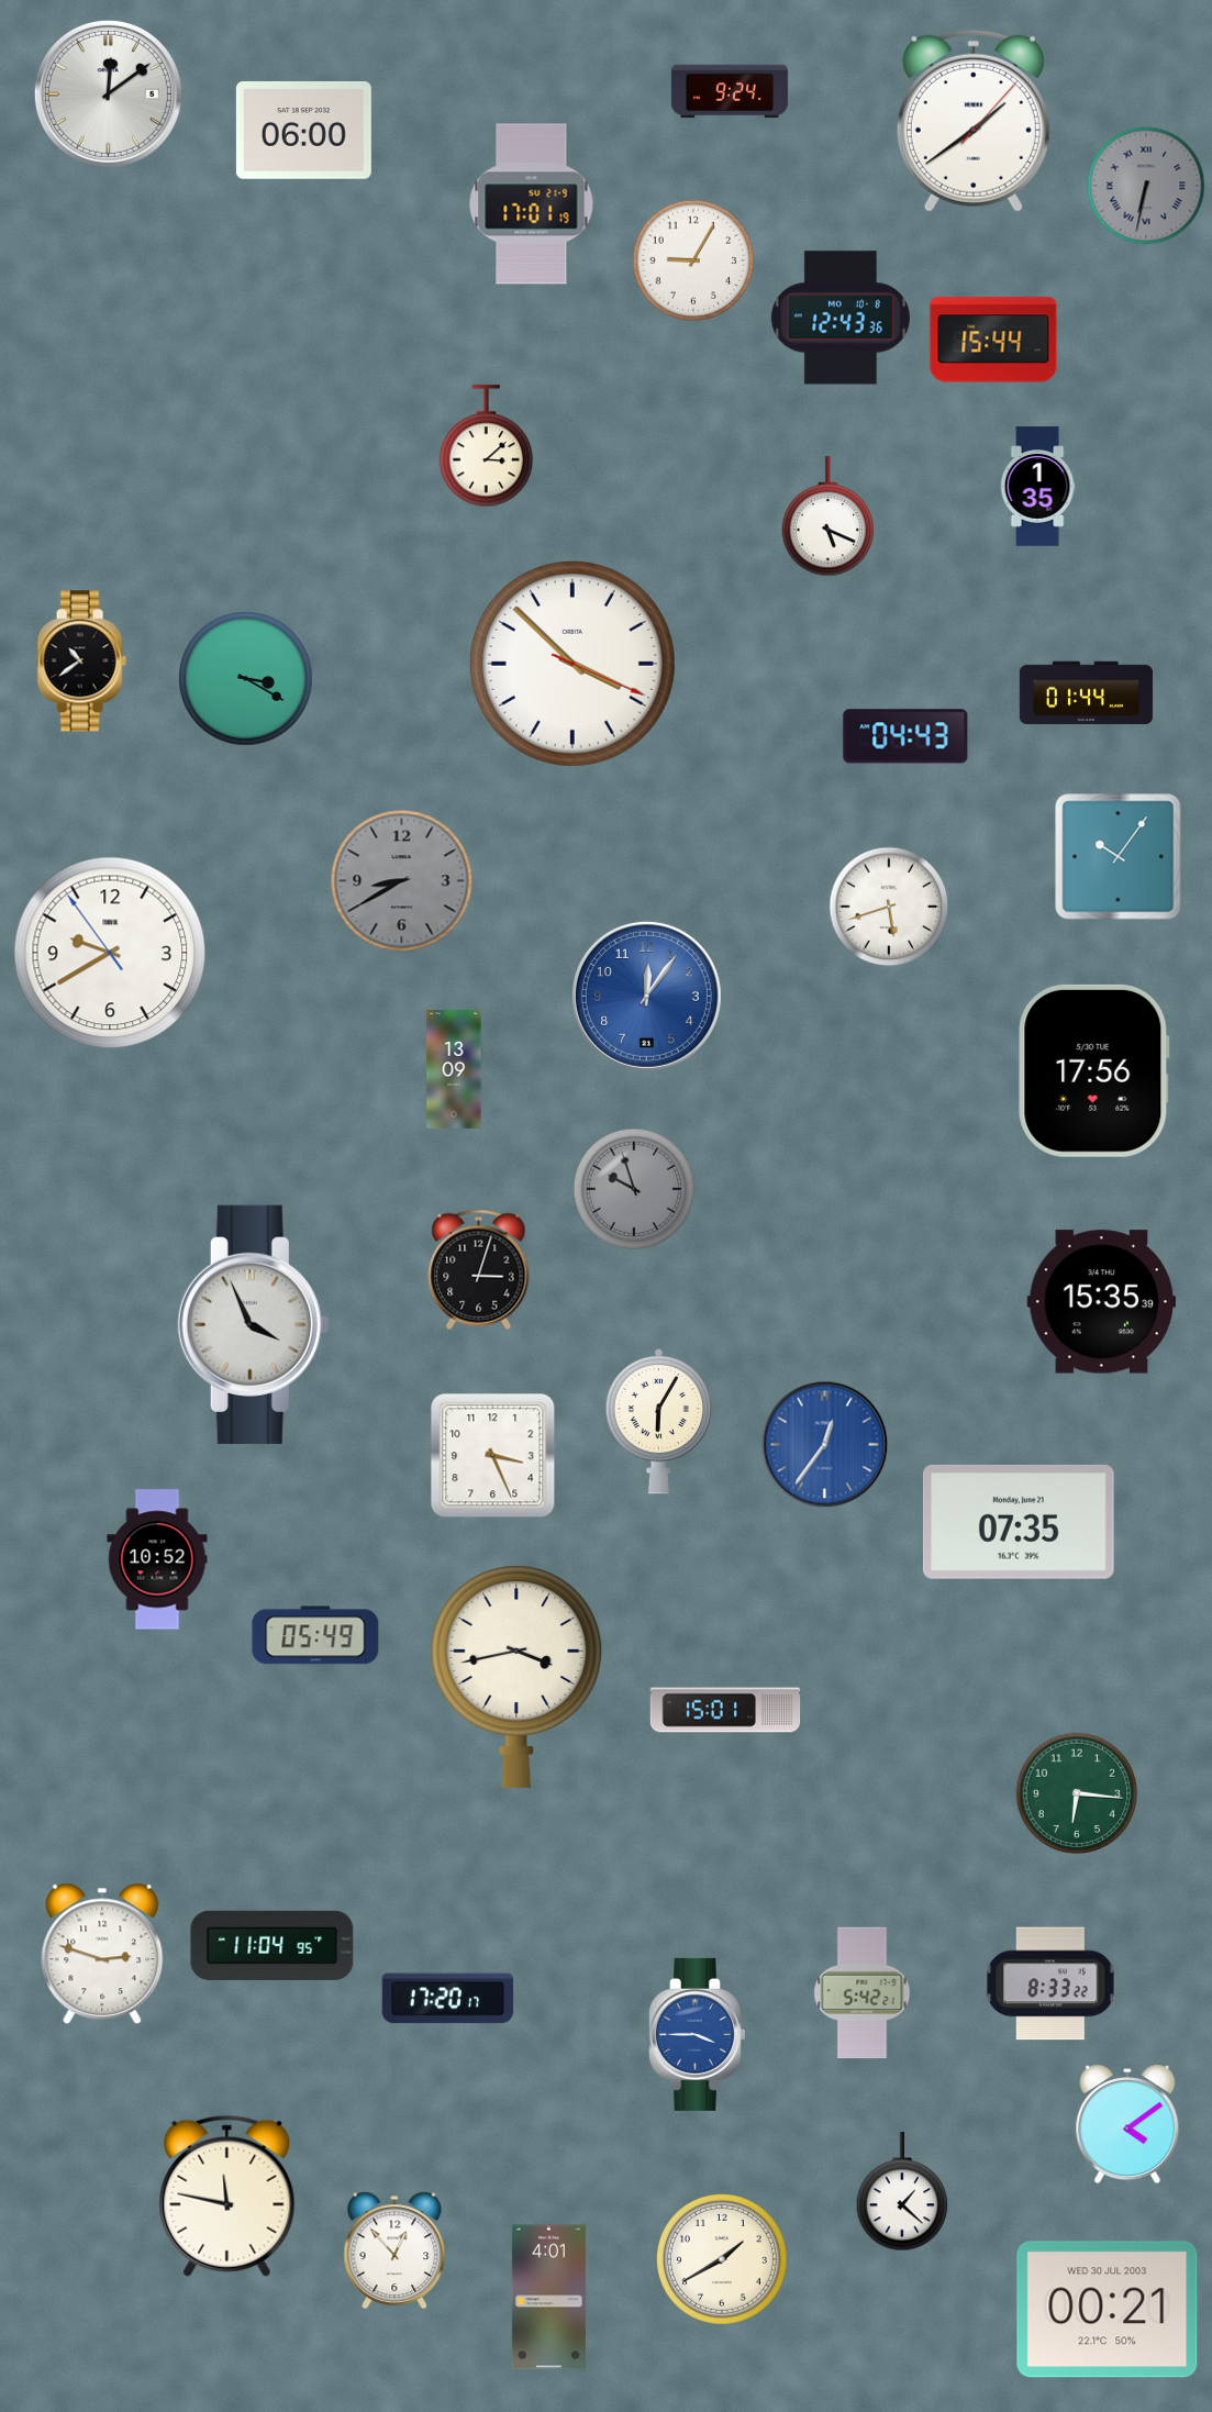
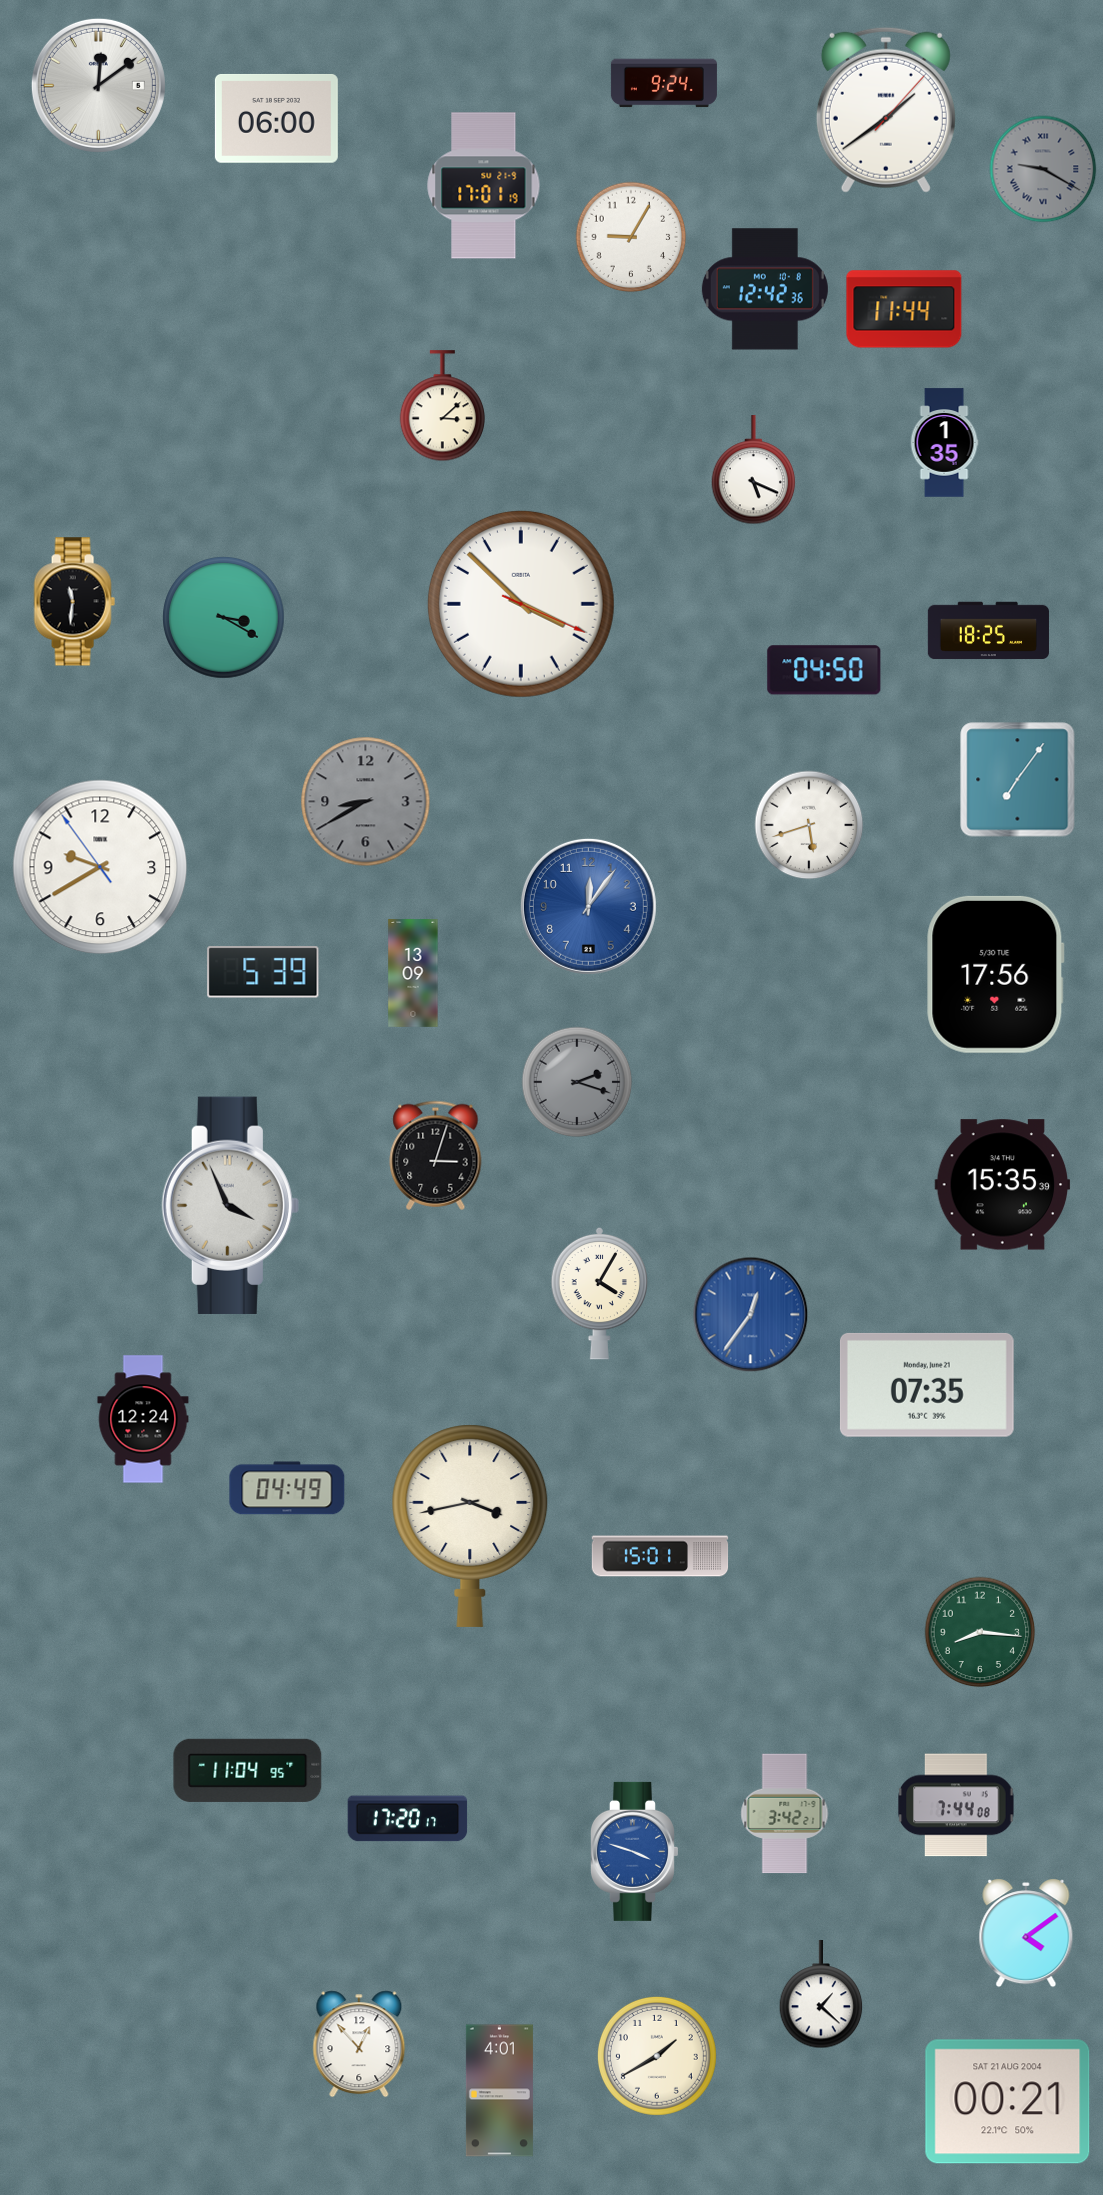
clock at (1146, 186): 6:32 -> 9:20
clock at (841, 318): 12:43 -> 12:42
clock at (993, 340): 15:44 -> 11:44
clock at (81, 662): 10:39 -> 11:31
clock at (1086, 693): 01:44 -> 18:25
clock at (905, 736): 04:43 -> 04:50
clock at (1119, 857): 10:06 -> 7:06
clock at (263, 972): none -> 5:39
clock at (634, 1189): 9:57 -> 2:18
clock at (659, 1421): 6:05 -> 4:05
clock at (493, 1456): 3:26 -> none
clock at (157, 1559): 10:52 -> 12:24
clock at (315, 1635): 05:49 -> 04:49
clock at (1077, 1793): 6:16 -> 8:16
clock at (102, 1954): 2:48 -> none
clock at (1050, 1983): 8:33 -> 7:44
clock at (863, 1993): 5:42 -> 3:42
clock at (697, 2034): 3:45 -> 3:48
clock at (227, 2196): 11:47 -> none
clock at (394, 2250) position: (394, 2250) -> (359, 2044)
clock at (1108, 2310) date: WED 30 JUL 2003 -> SAT 21 AUG 2004
